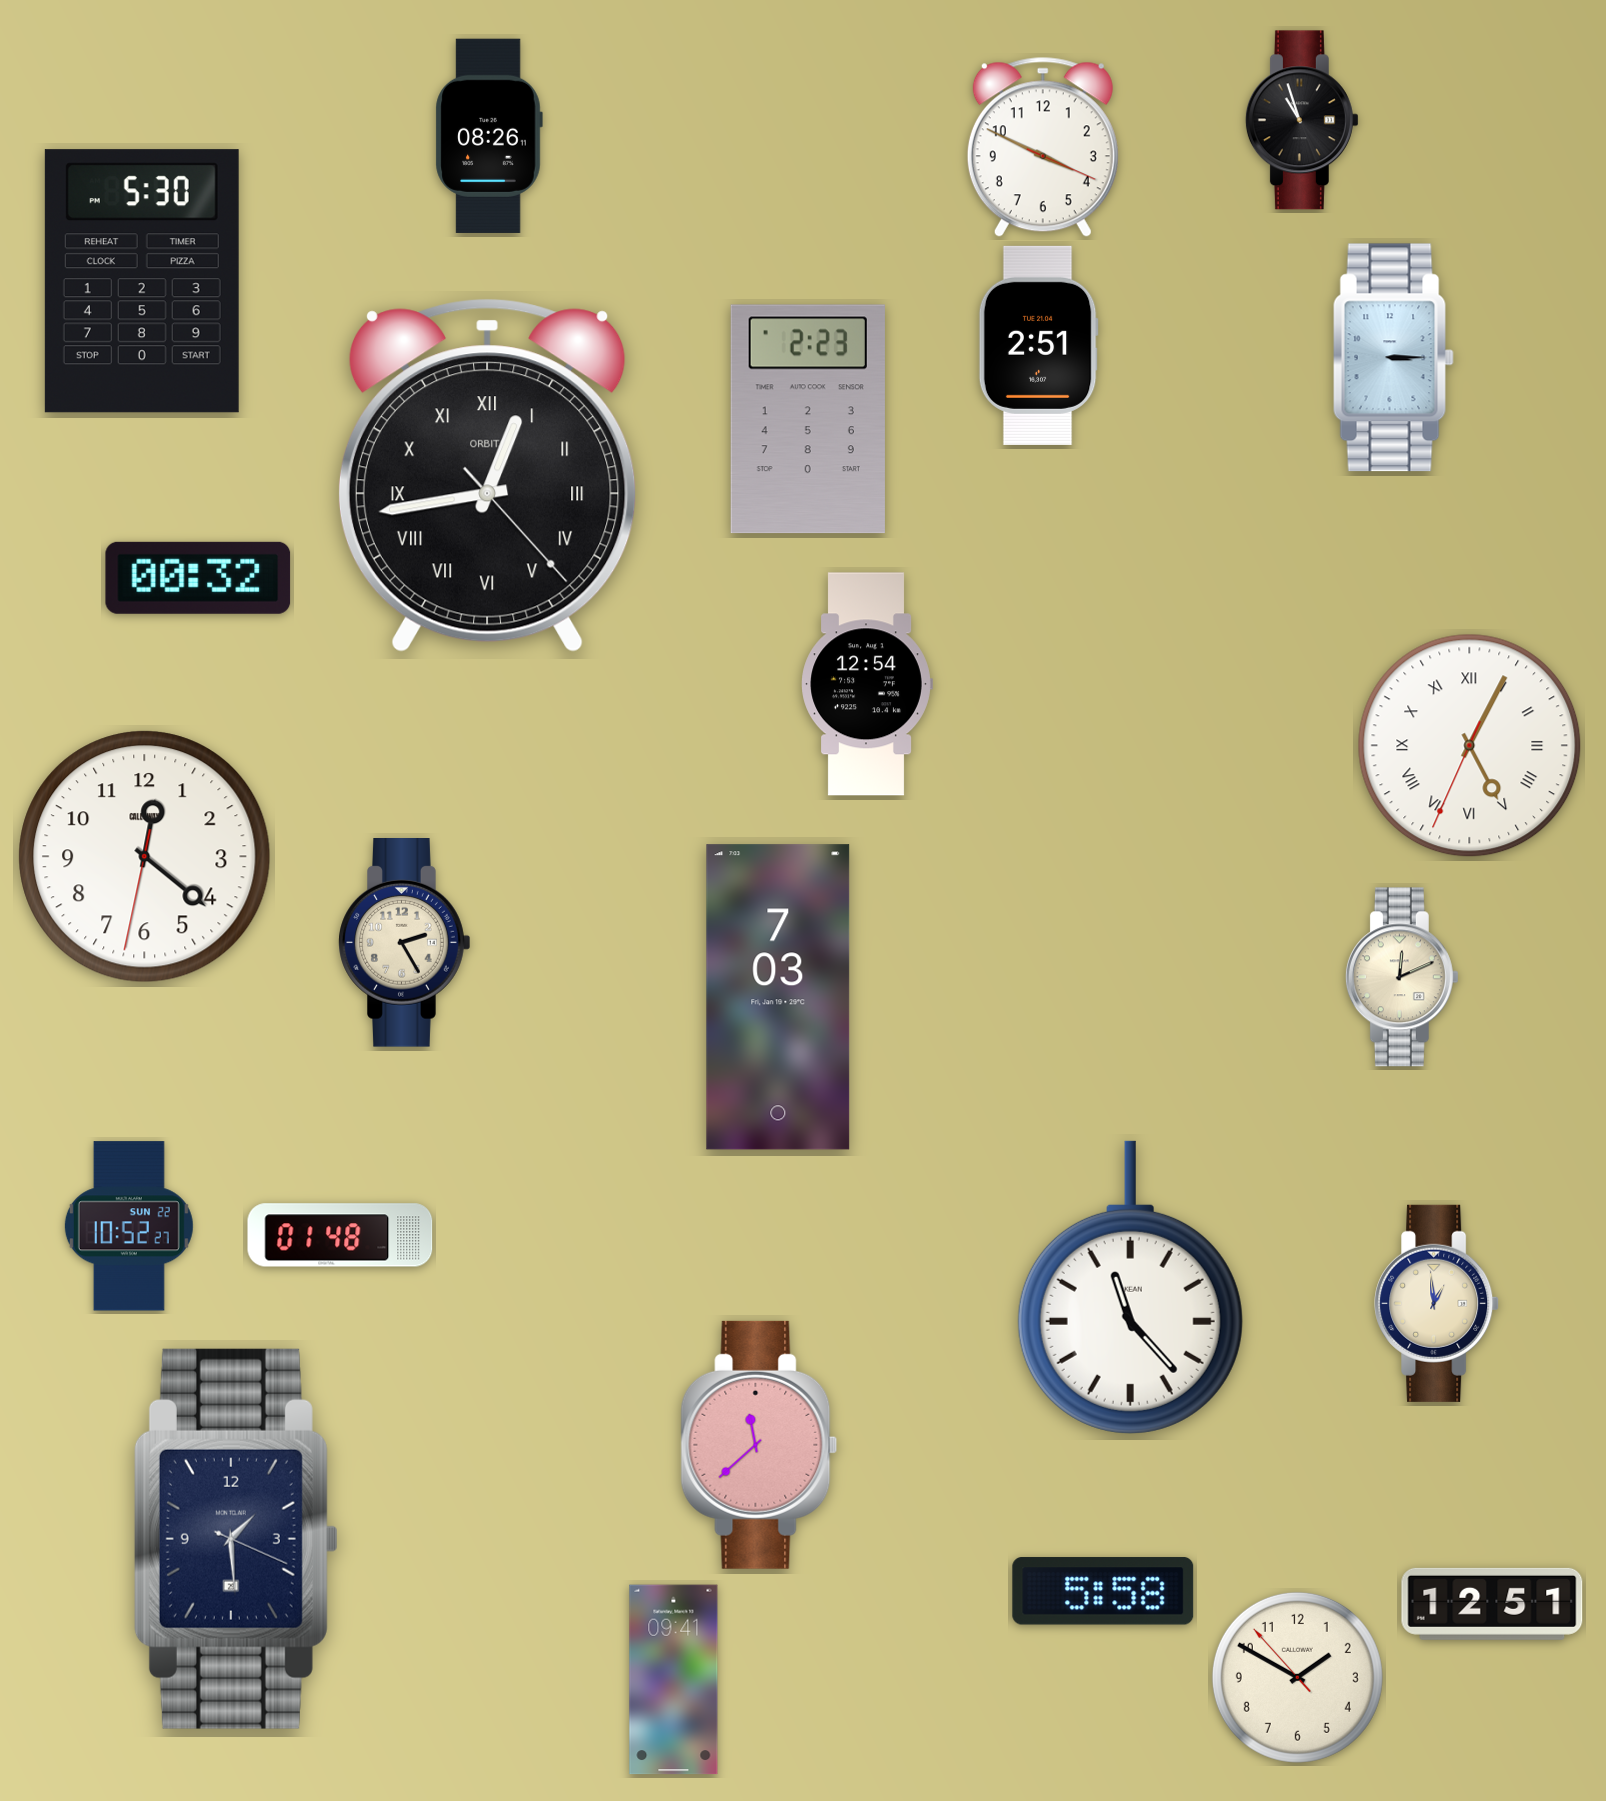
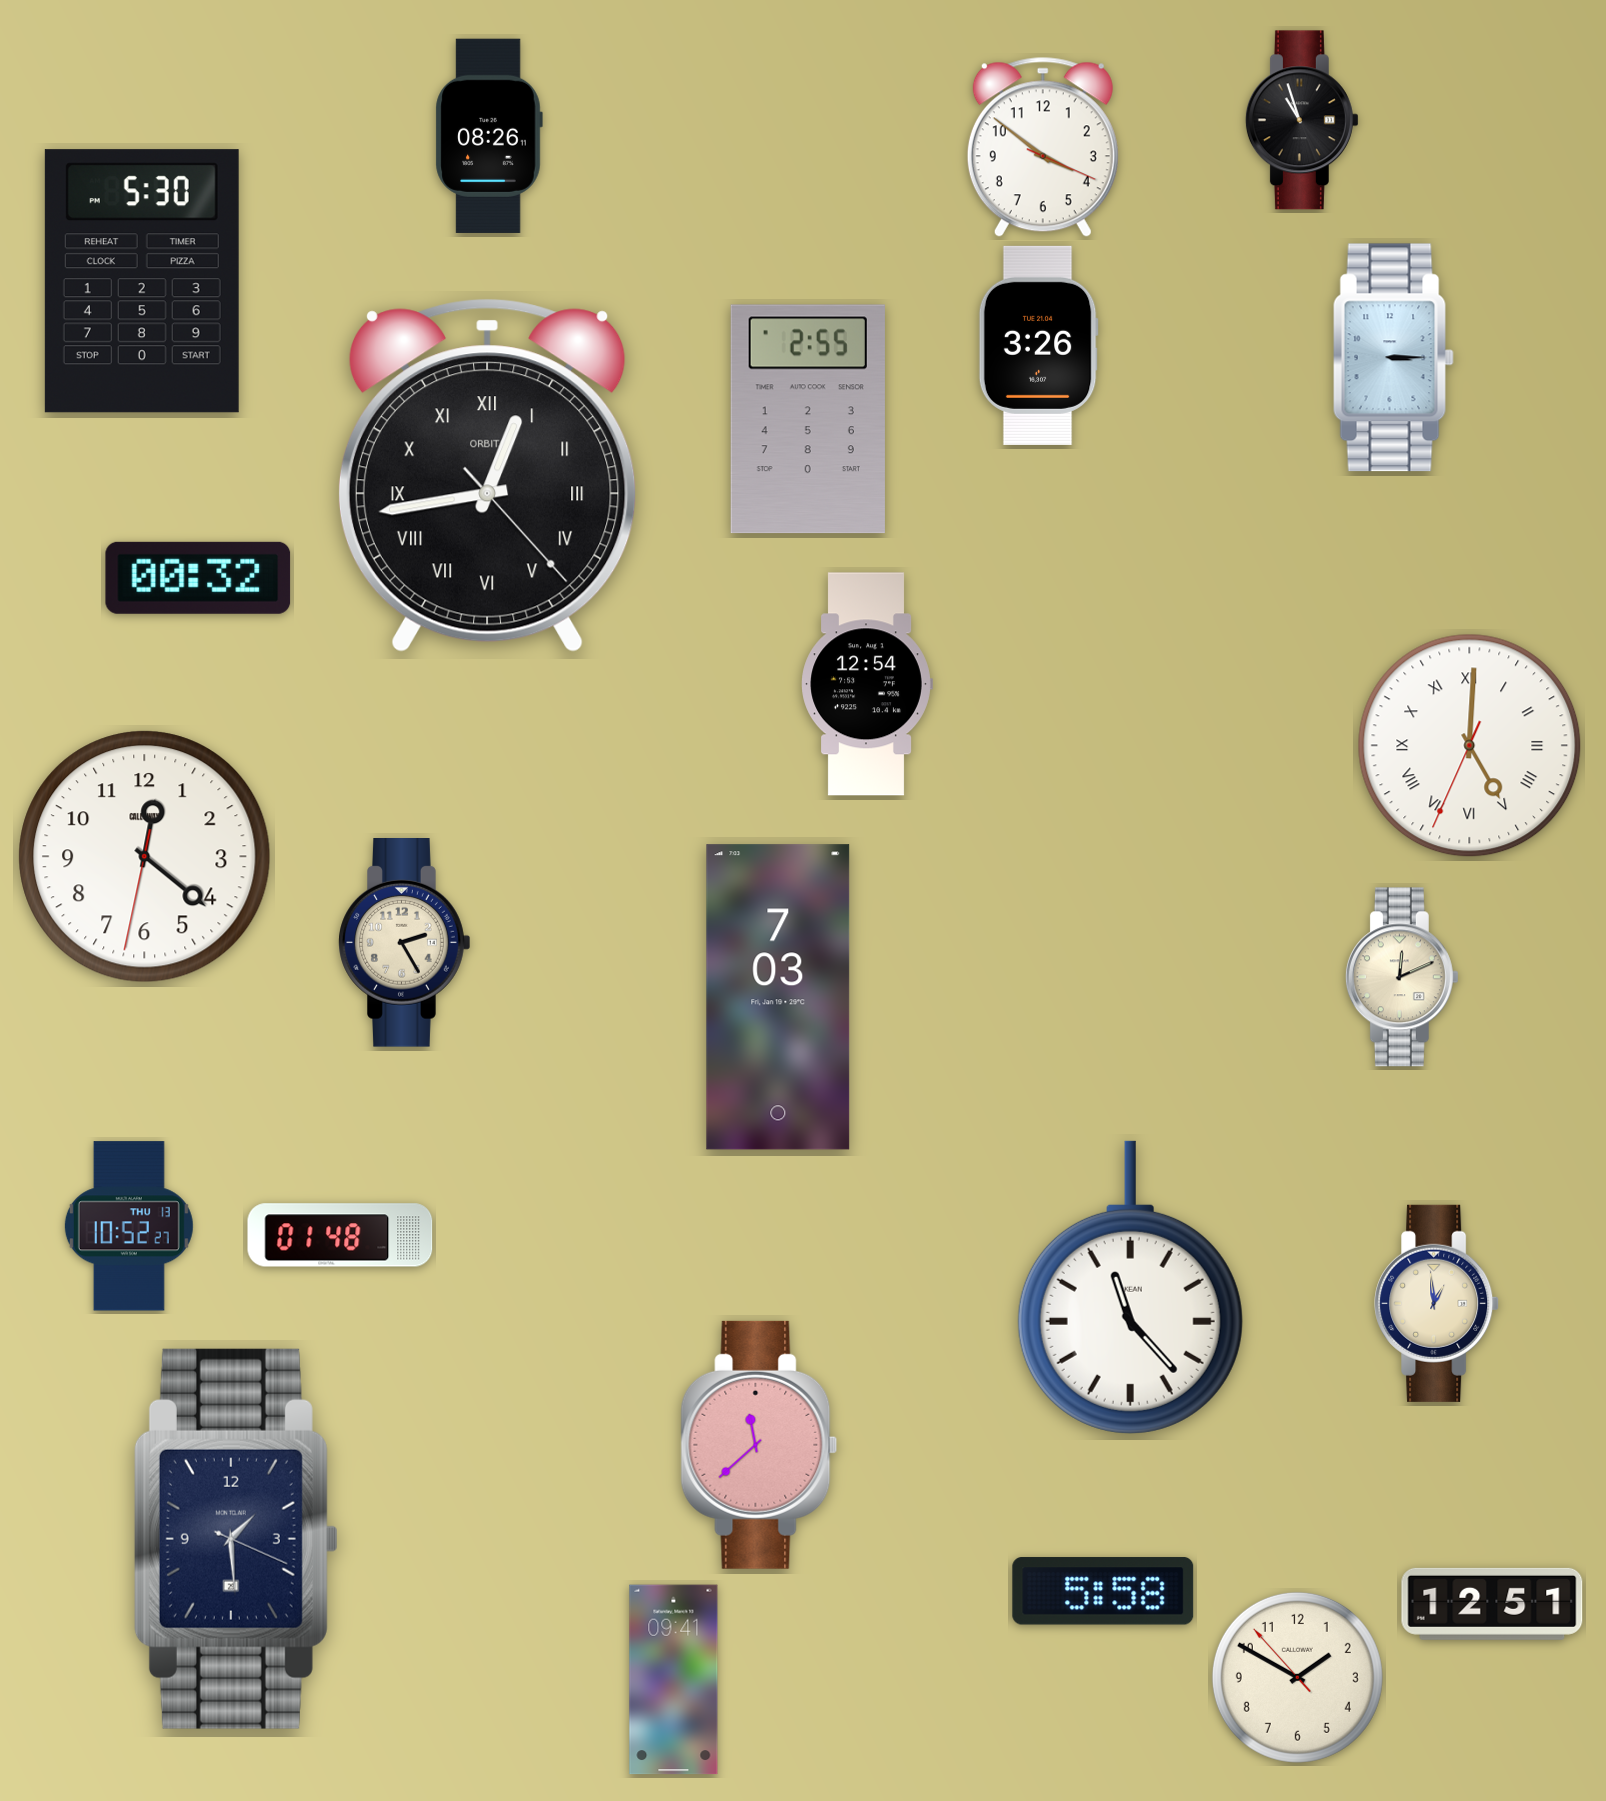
clock at (1043, 147): 3:49 -> 3:51
clock at (1038, 345): 2:51 -> 3:26
clock at (808, 419): 2:23 -> 2:55
clock at (1470, 746): 5:04 -> 5:00
clock at (129, 1226) date: SUN 22 -> THU 13
